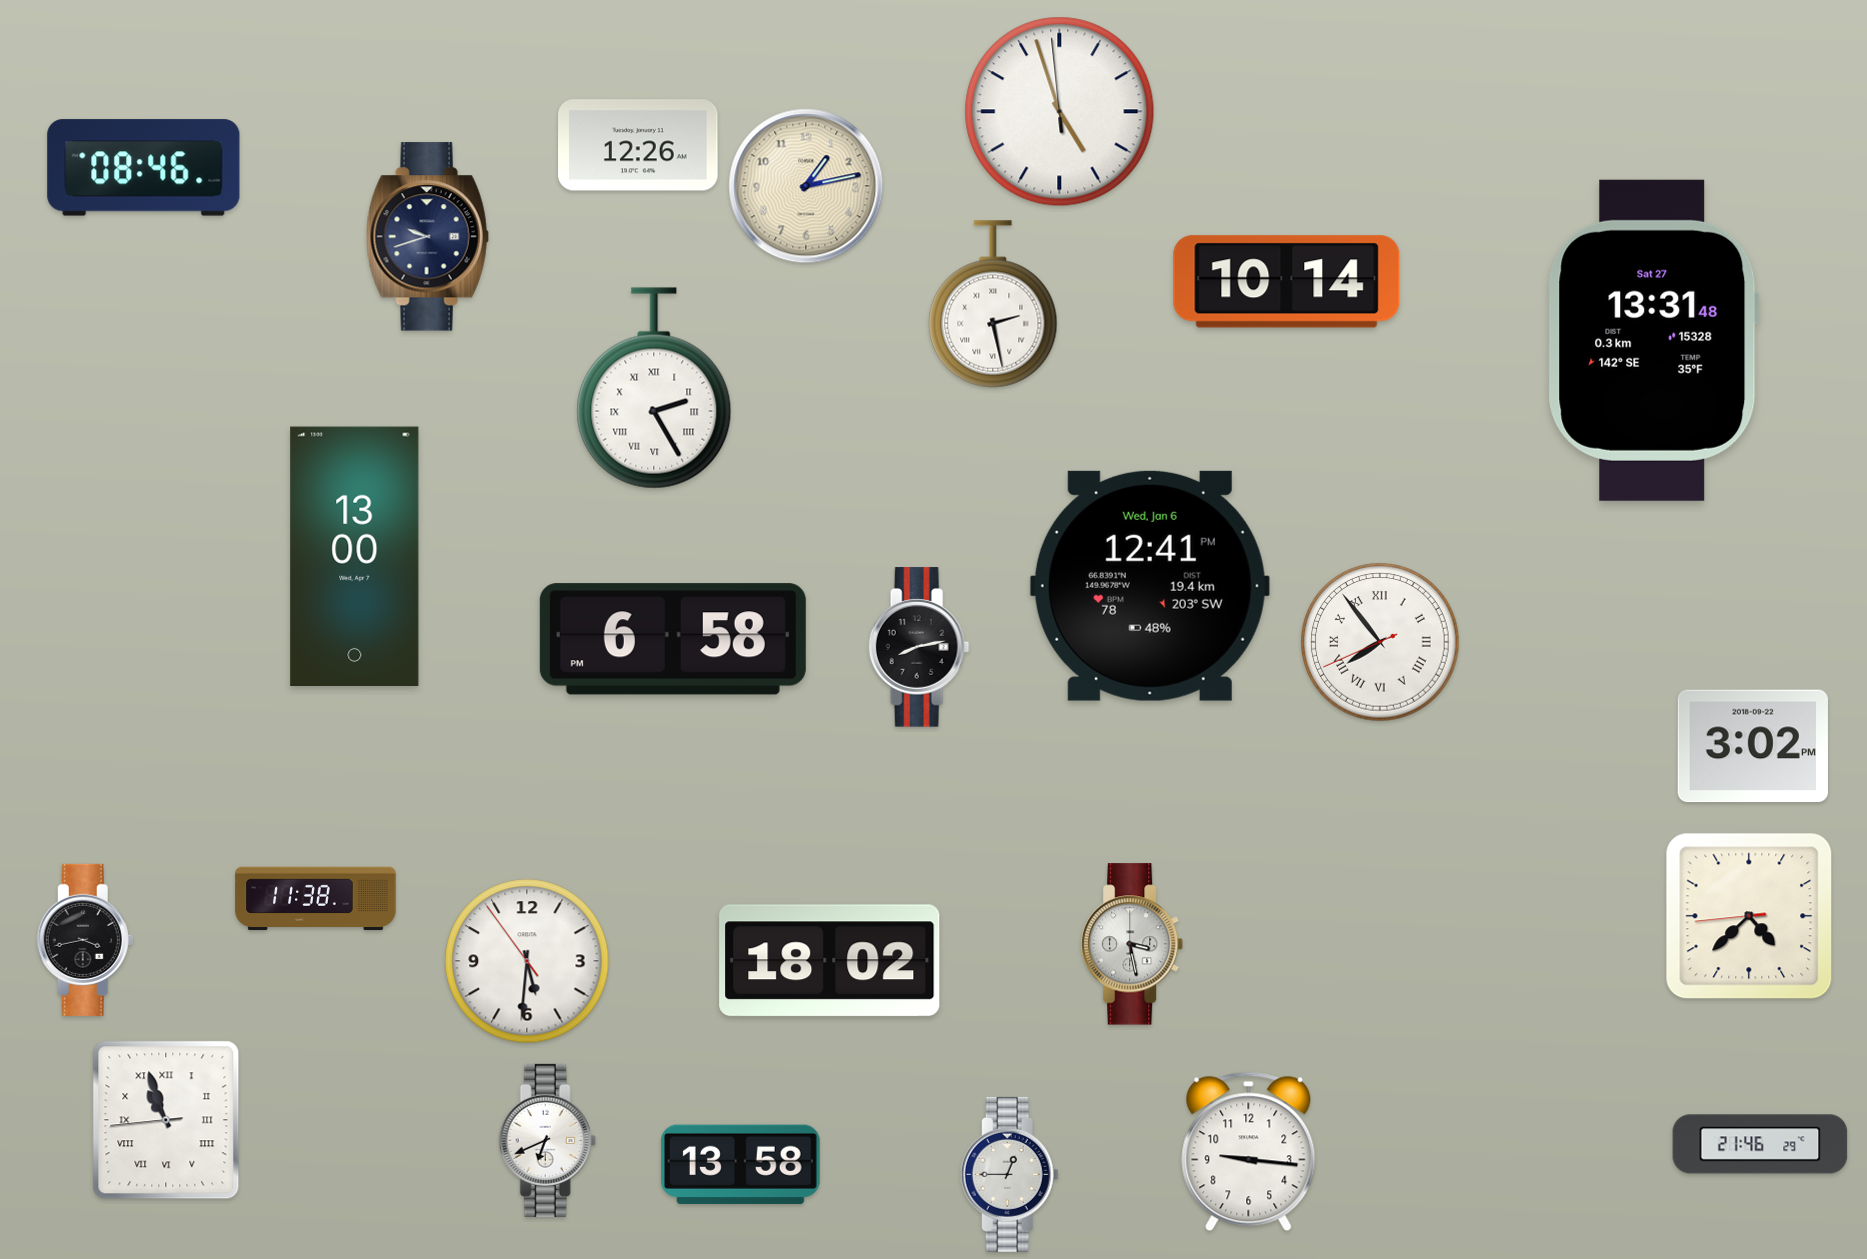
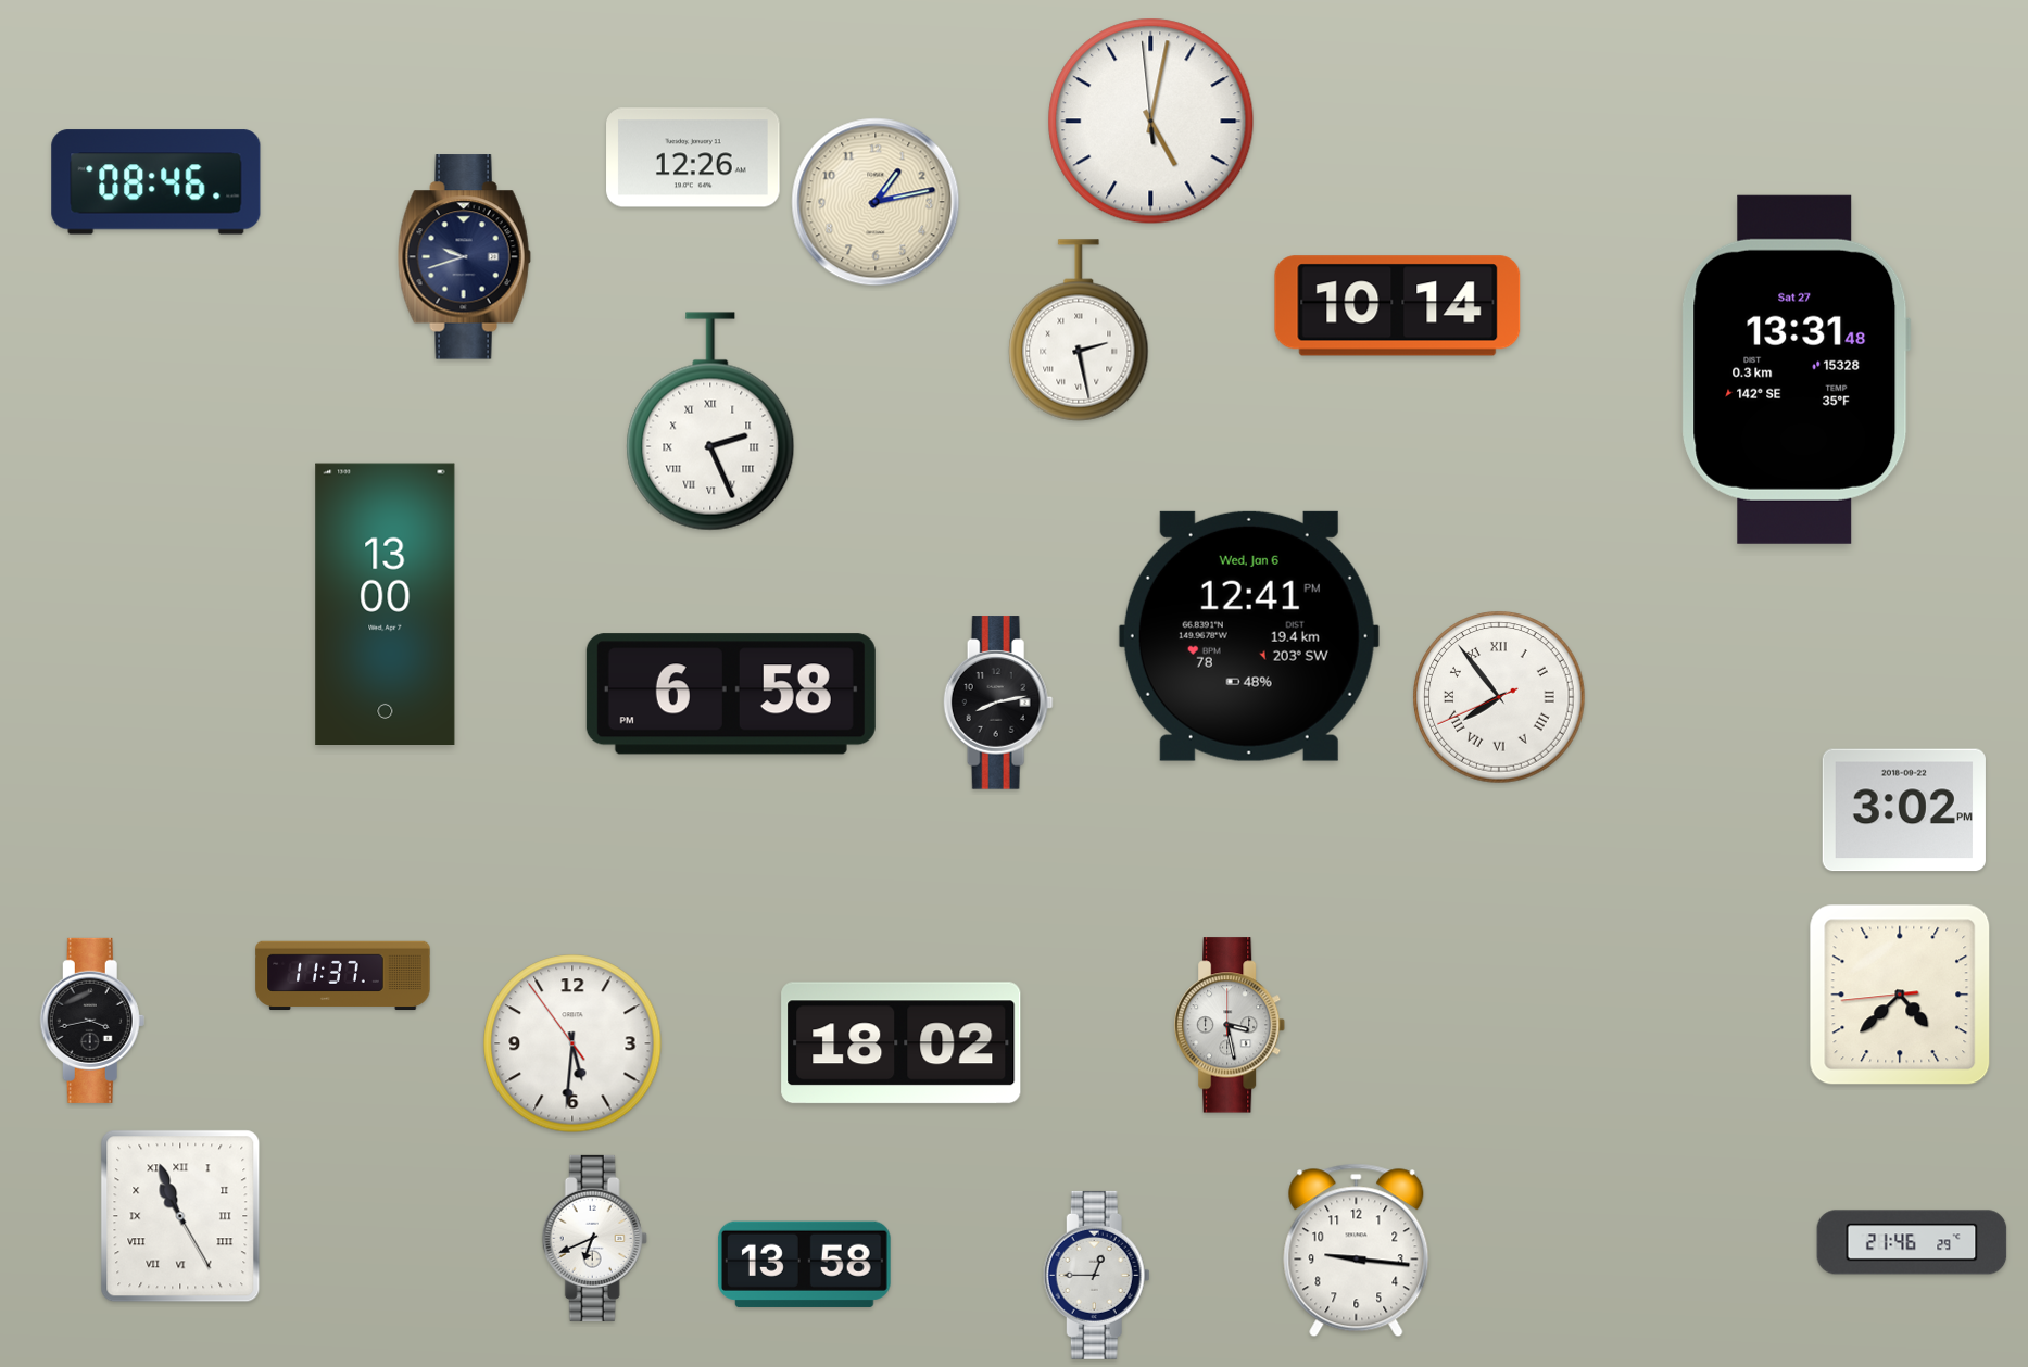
clock at (1060, 112): 4:56 -> 5:01
clock at (654, 388): 2:25 -> 2:26
clock at (316, 899): 11:38 -> 11:37
clock at (166, 1120): 10:56:44 -> 10:56:25
